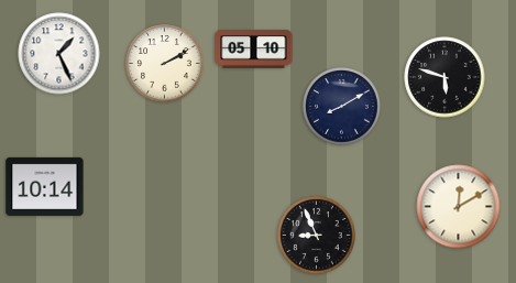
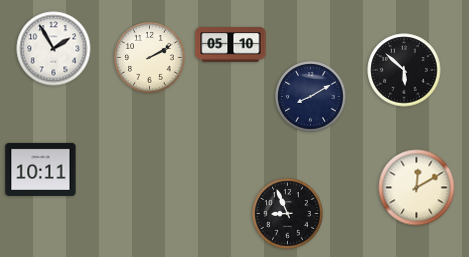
clock at (59, 54): 1:26 -> 1:55
clock at (444, 77): 5:48 -> 5:52
clock at (45, 186): 10:14 -> 10:11
